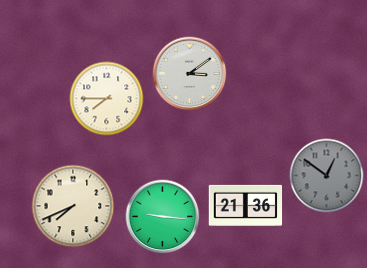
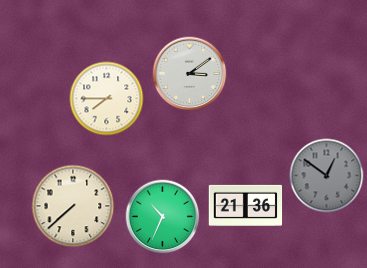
clock at (73, 206): 7:41 -> 7:38
clock at (163, 217): 9:16 -> 10:34
